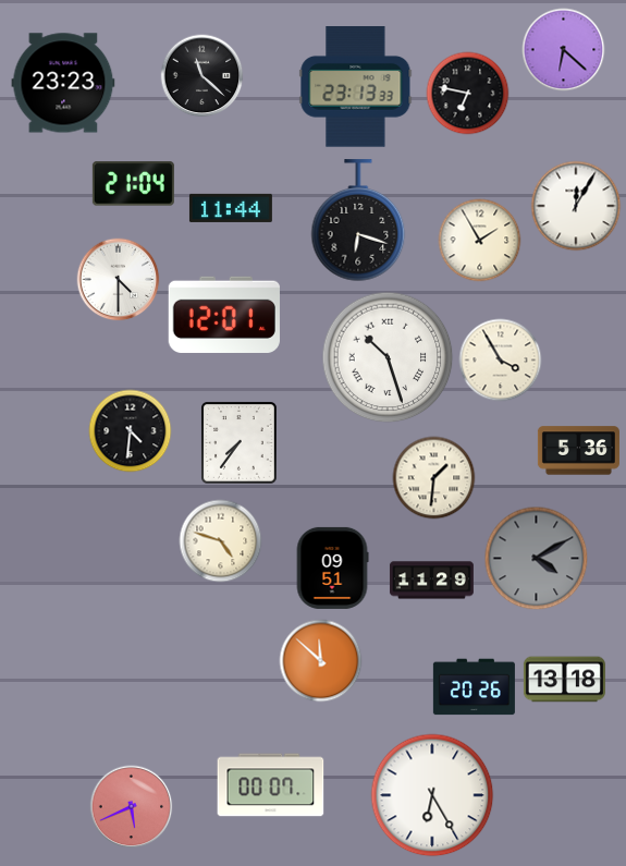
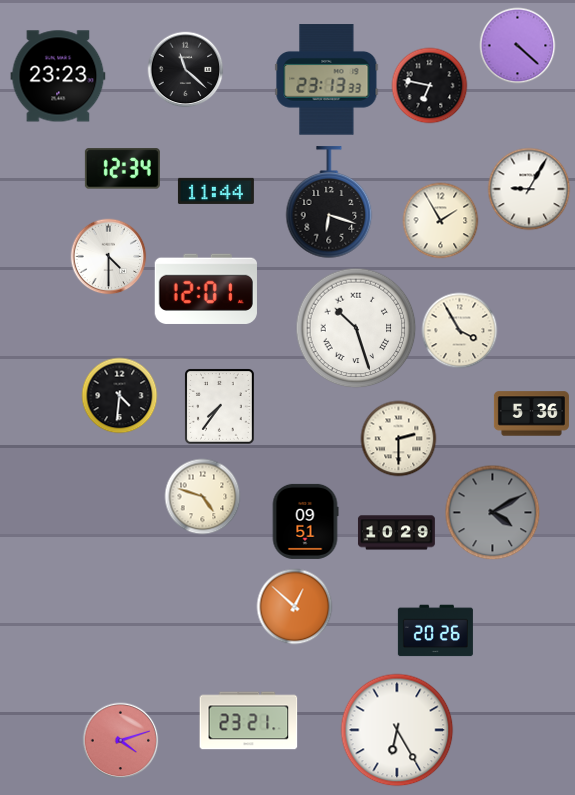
clock at (564, 50): 6:22 -> 4:22
clock at (133, 184): 21:04 -> 12:34
clock at (576, 206): 12:05 -> 9:05
clock at (231, 208) position: (231, 208) -> (216, 191)
clock at (434, 478): 1:31 -> 2:30
clock at (431, 581): 11:29 -> 10:29
clock at (321, 661): 11:52 -> 12:52
clock at (564, 680): 13:18 -> none
clock at (271, 785): 00:07 -> 23:21
clock at (132, 807): 5:41 -> 4:12
